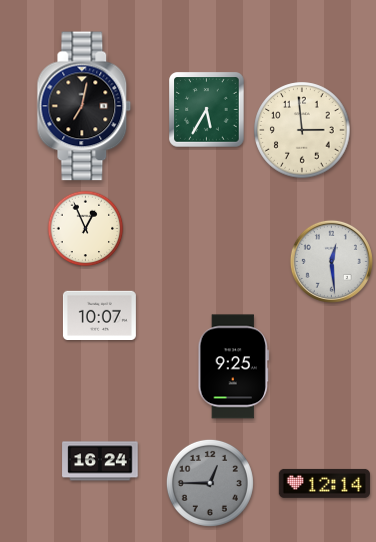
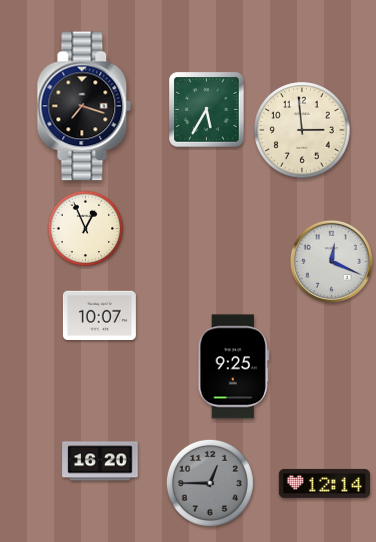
clock at (84, 106): 7:02 -> 7:18
clock at (331, 261): 12:29 -> 12:19
clock at (100, 461): 16:24 -> 16:20
